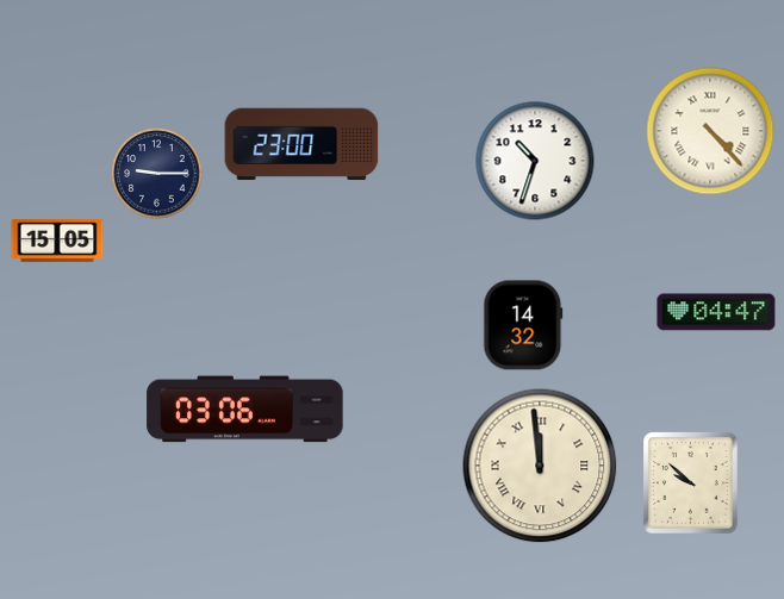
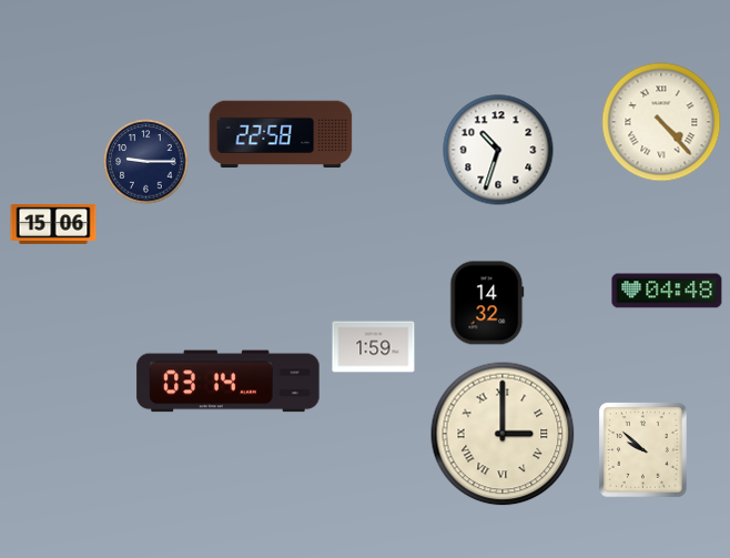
clock at (301, 144): 23:00 -> 22:58
clock at (57, 241): 15:05 -> 15:06
clock at (716, 312): 04:47 -> 04:48
clock at (374, 347): none -> 1:59
clock at (245, 410): 03:06 -> 03:14
clock at (540, 466): 11:59 -> 3:00
